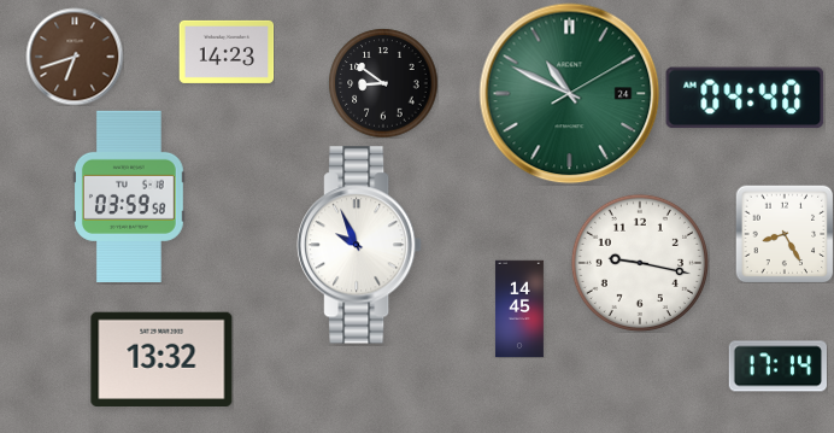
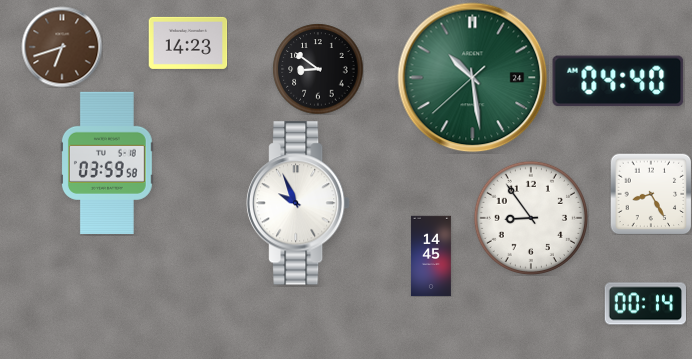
clock at (570, 94): 10:49 -> 10:28
clock at (640, 263): 9:17 -> 8:54
clock at (161, 358): 13:32 -> none
clock at (777, 367): 17:14 -> 00:14
